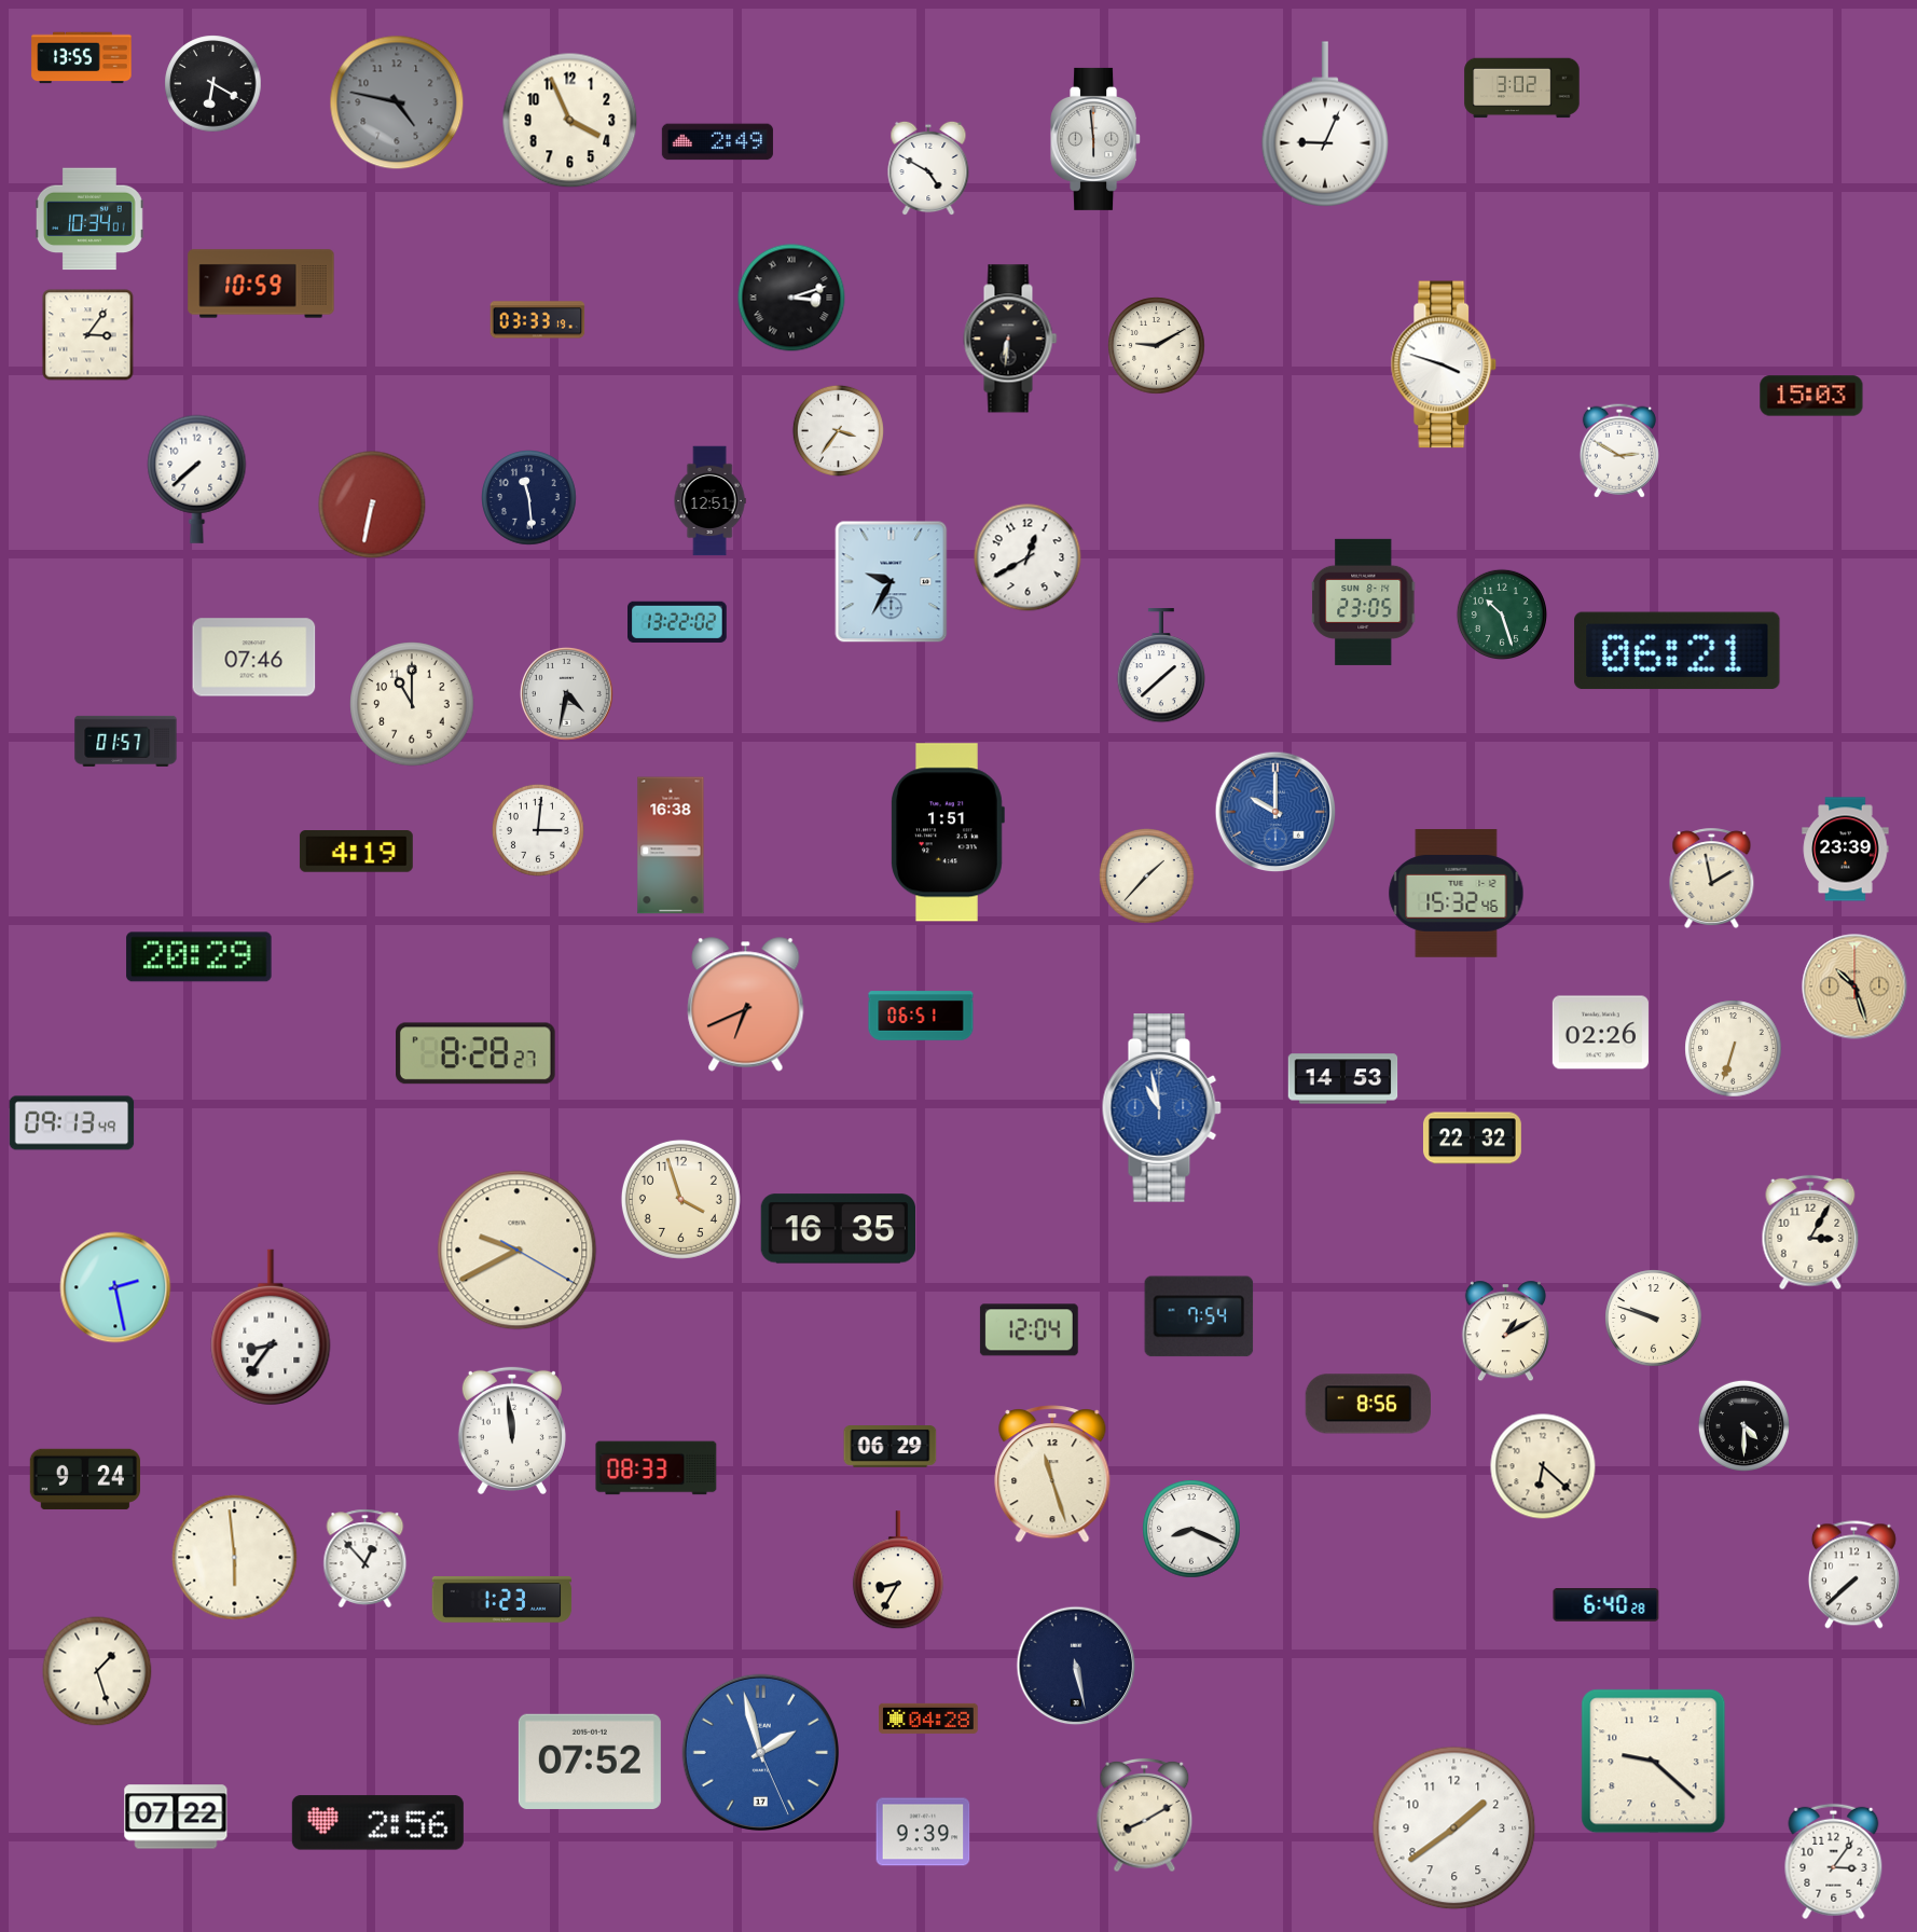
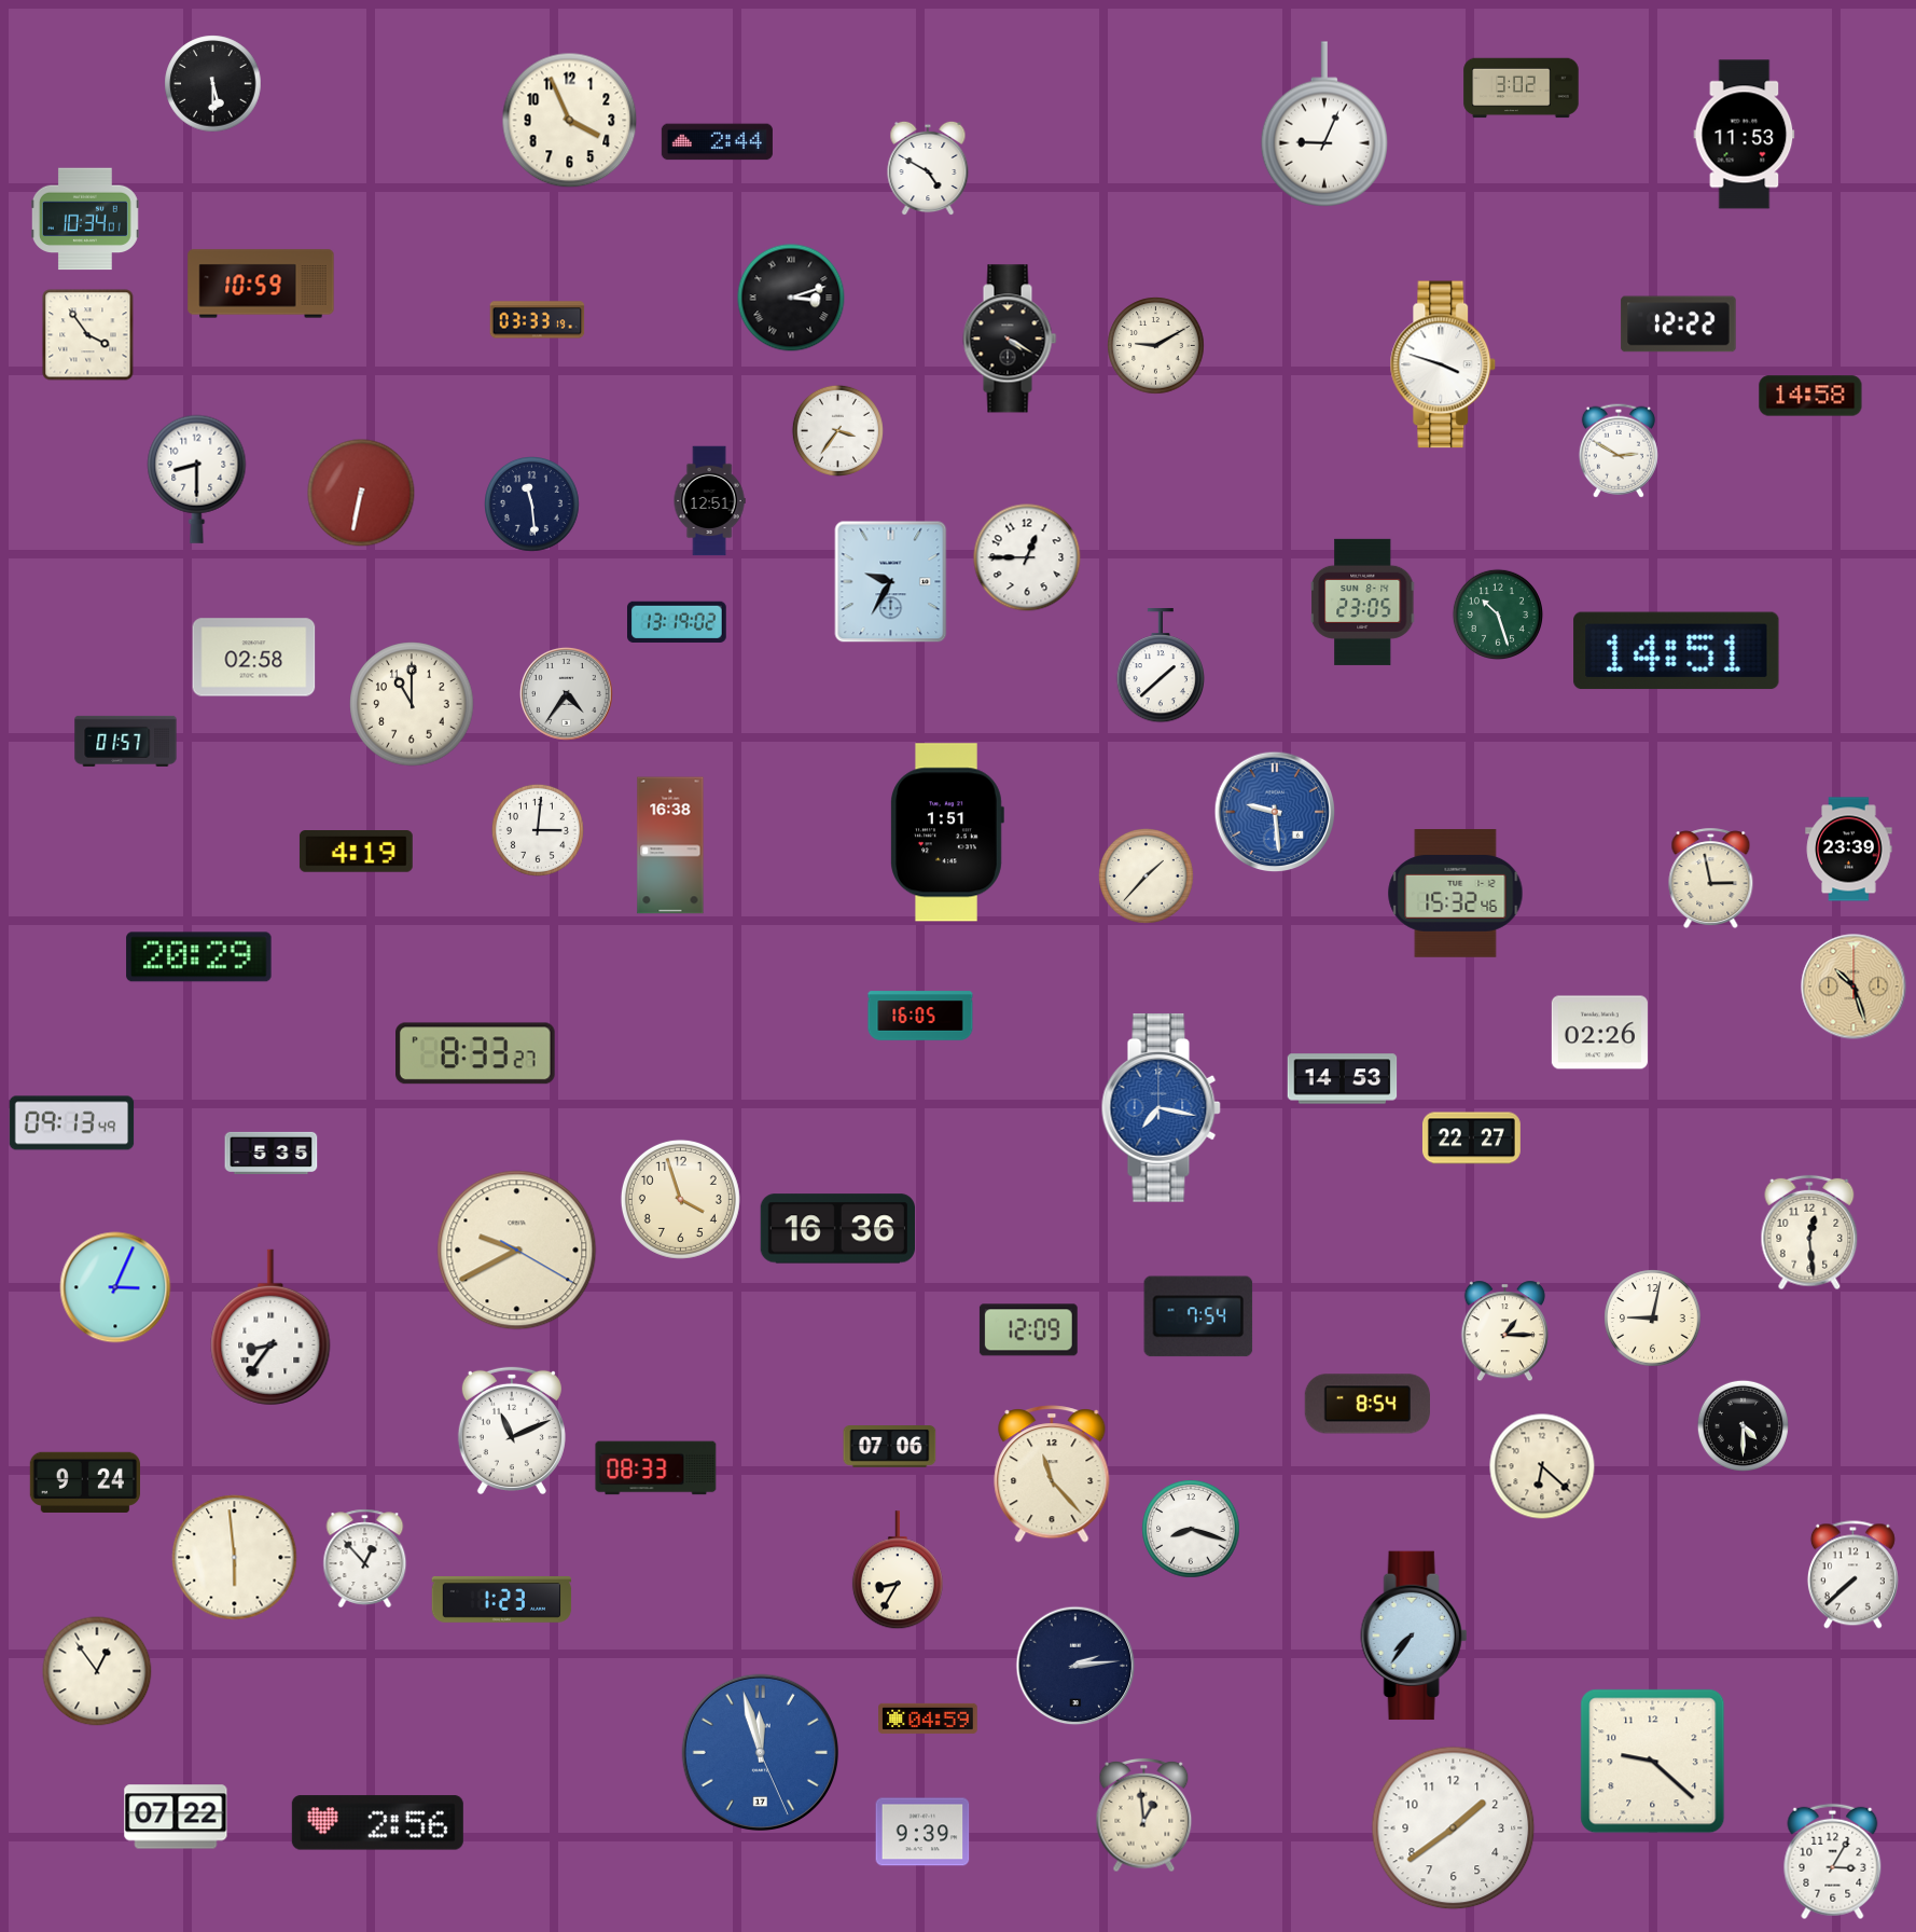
clock at (82, 58): 13:55 -> none
clock at (213, 84): 6:20 -> 5:30
clock at (397, 102): 4:47 -> none
clock at (1745, 135): none -> 11:53
clock at (1097, 139): 5:59 -> none
clock at (717, 142): 2:49 -> 2:44
clock at (89, 219) position: (89, 219) -> (85, 219)
clock at (1679, 325): none -> 12:22
clock at (88, 335): 3:06 -> 3:54
clock at (1010, 339): 6:31 -> 4:20
clock at (1811, 396): 15:03 -> 14:58
clock at (197, 479): 7:38 -> 8:30
clock at (529, 498) position: (529, 498) -> (532, 505)
clock at (372, 505) position: (372, 505) -> (361, 493)
clock at (1028, 557): 12:40 -> 12:45
clock at (1501, 613) position: (1501, 613) -> (1497, 613)
clock at (678, 621): 13:22 -> 13:19
clock at (1678, 651): 06:21 -> 14:51
clock at (254, 658): 07:46 -> 02:58
clock at (566, 693): 4:32 -> 4:36
clock at (1275, 812): 10:00 -> 9:29
clock at (1846, 850) position: (1846, 850) -> (1849, 850)
clock at (1712, 879): 1:58 -> 2:58
clock at (746, 1005): 6:41 -> none
clock at (921, 1016): 06:51 -> 16:05
clock at (1734, 1049): 6:33 -> none
clock at (477, 1053): 8:28 -> 8:33
clock at (1161, 1107): 10:58 -> 7:17
clock at (1472, 1138): 22:32 -> 22:27
clock at (272, 1153): none -> 5:35
clock at (838, 1229): 16:35 -> 16:36
clock at (1810, 1232): 3:05 -> 12:29
clock at (115, 1287): 2:28 -> 3:04
clock at (1654, 1319): 9:48 -> 9:02
clock at (1029, 1330): 12:04 -> 12:09
clock at (1505, 1331): 1:10 -> 1:15
clock at (1368, 1404): 8:56 -> 8:54
clock at (512, 1430): 11:59 -> 11:11
clock at (891, 1447): 06:29 -> 07:06
clock at (1052, 1474): 11:27 -> 11:23
clock at (84, 1479) position: (84, 1479) -> (84, 1482)
clock at (1191, 1529): 8:19 -> 8:18
clock at (1606, 1605): 6:40 -> none
clock at (1414, 1636): none -> 7:36
clock at (1076, 1666): 5:28 -> 2:14
clock at (97, 1671): 1:27 -> 12:54
clock at (928, 1719): 04:28 -> 04:59
clock at (760, 1752): 1:57 -> 11:57
clock at (590, 1762): 07:52 -> none
clock at (1145, 1816): 8:10 -> 12:59
clock at (1834, 1862): 3:06 -> 3:05
